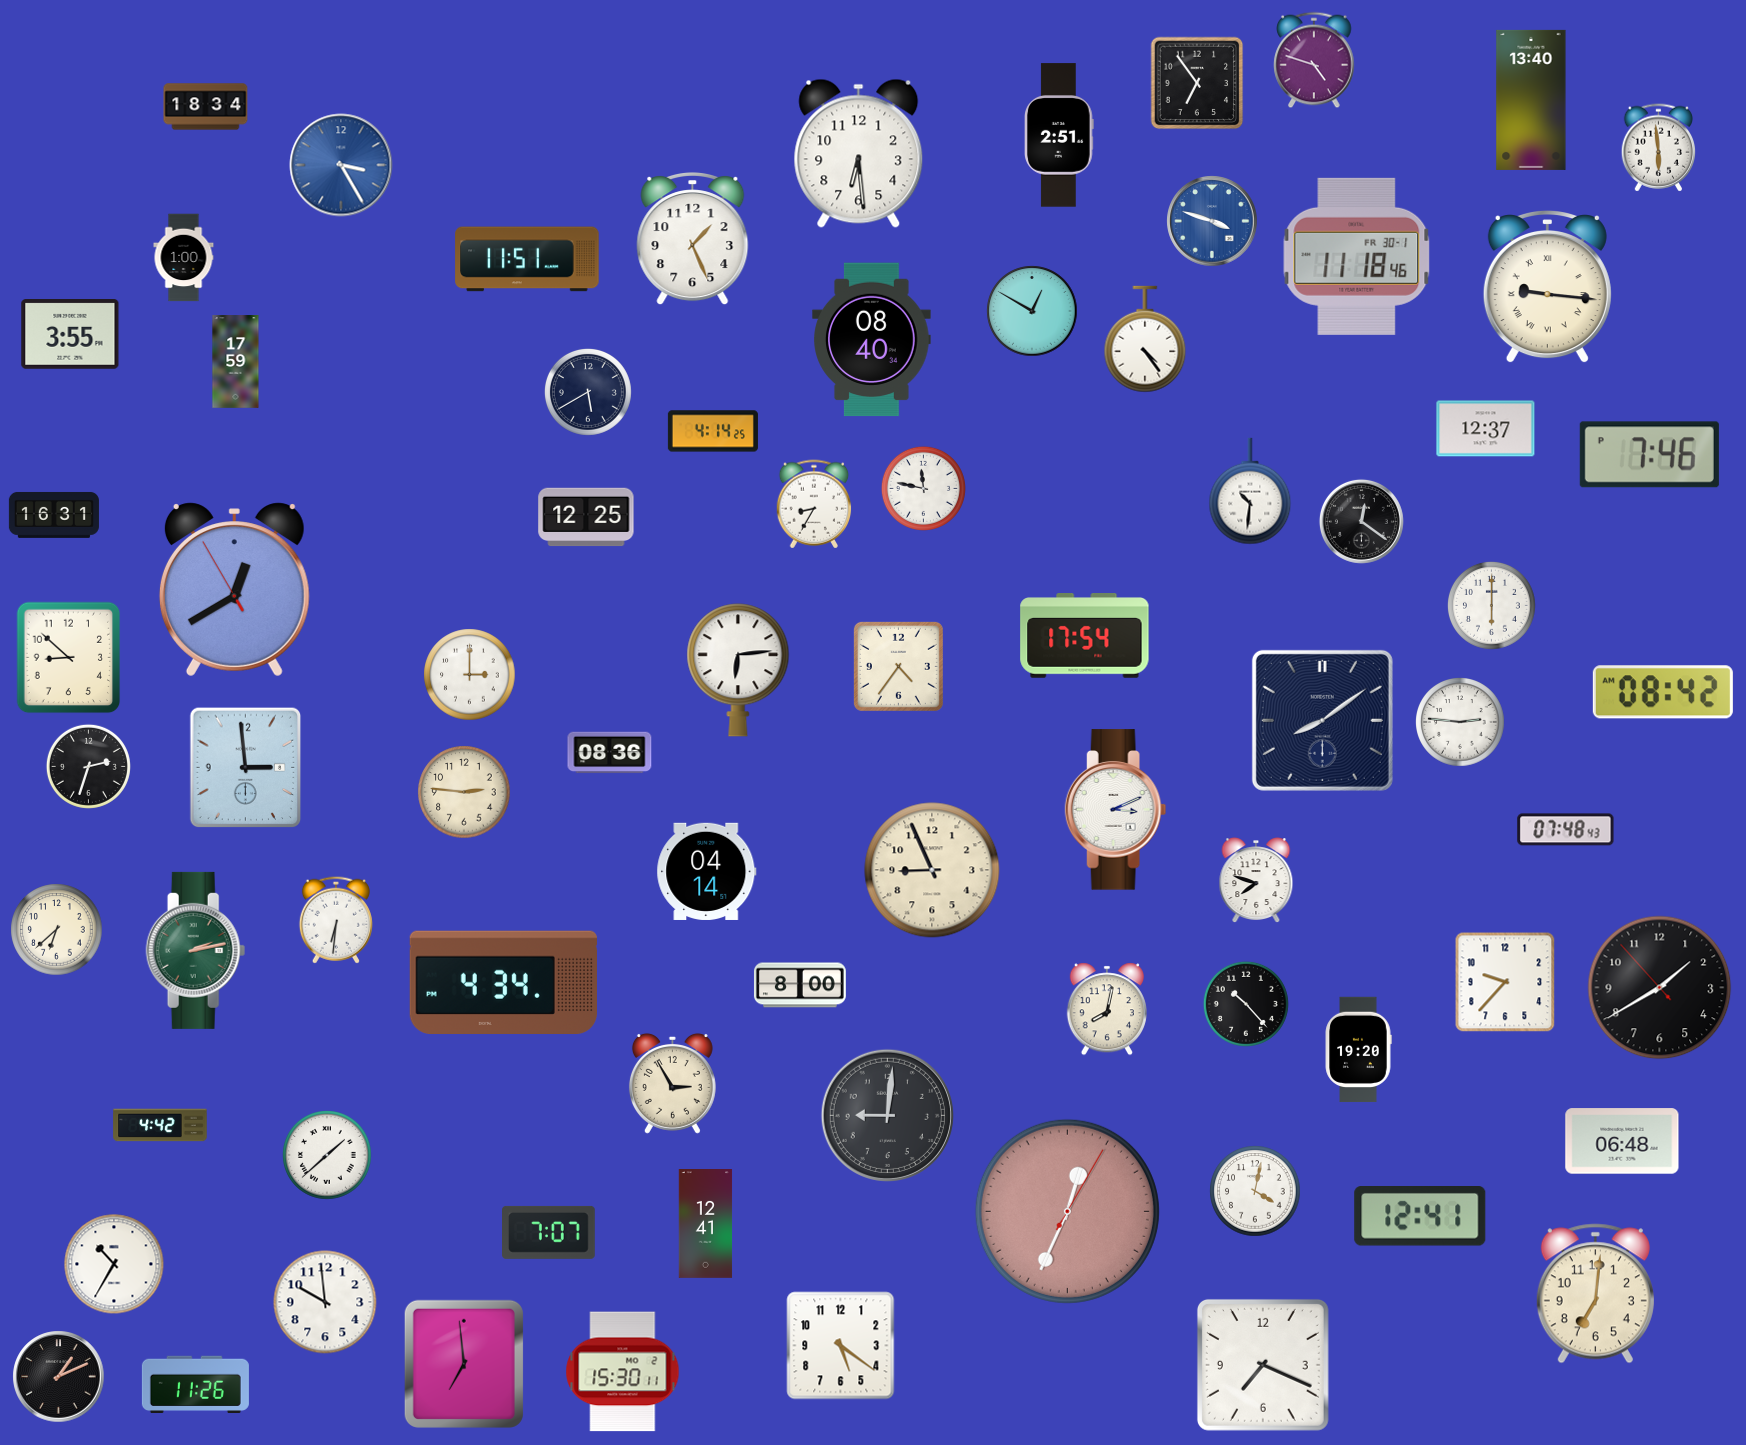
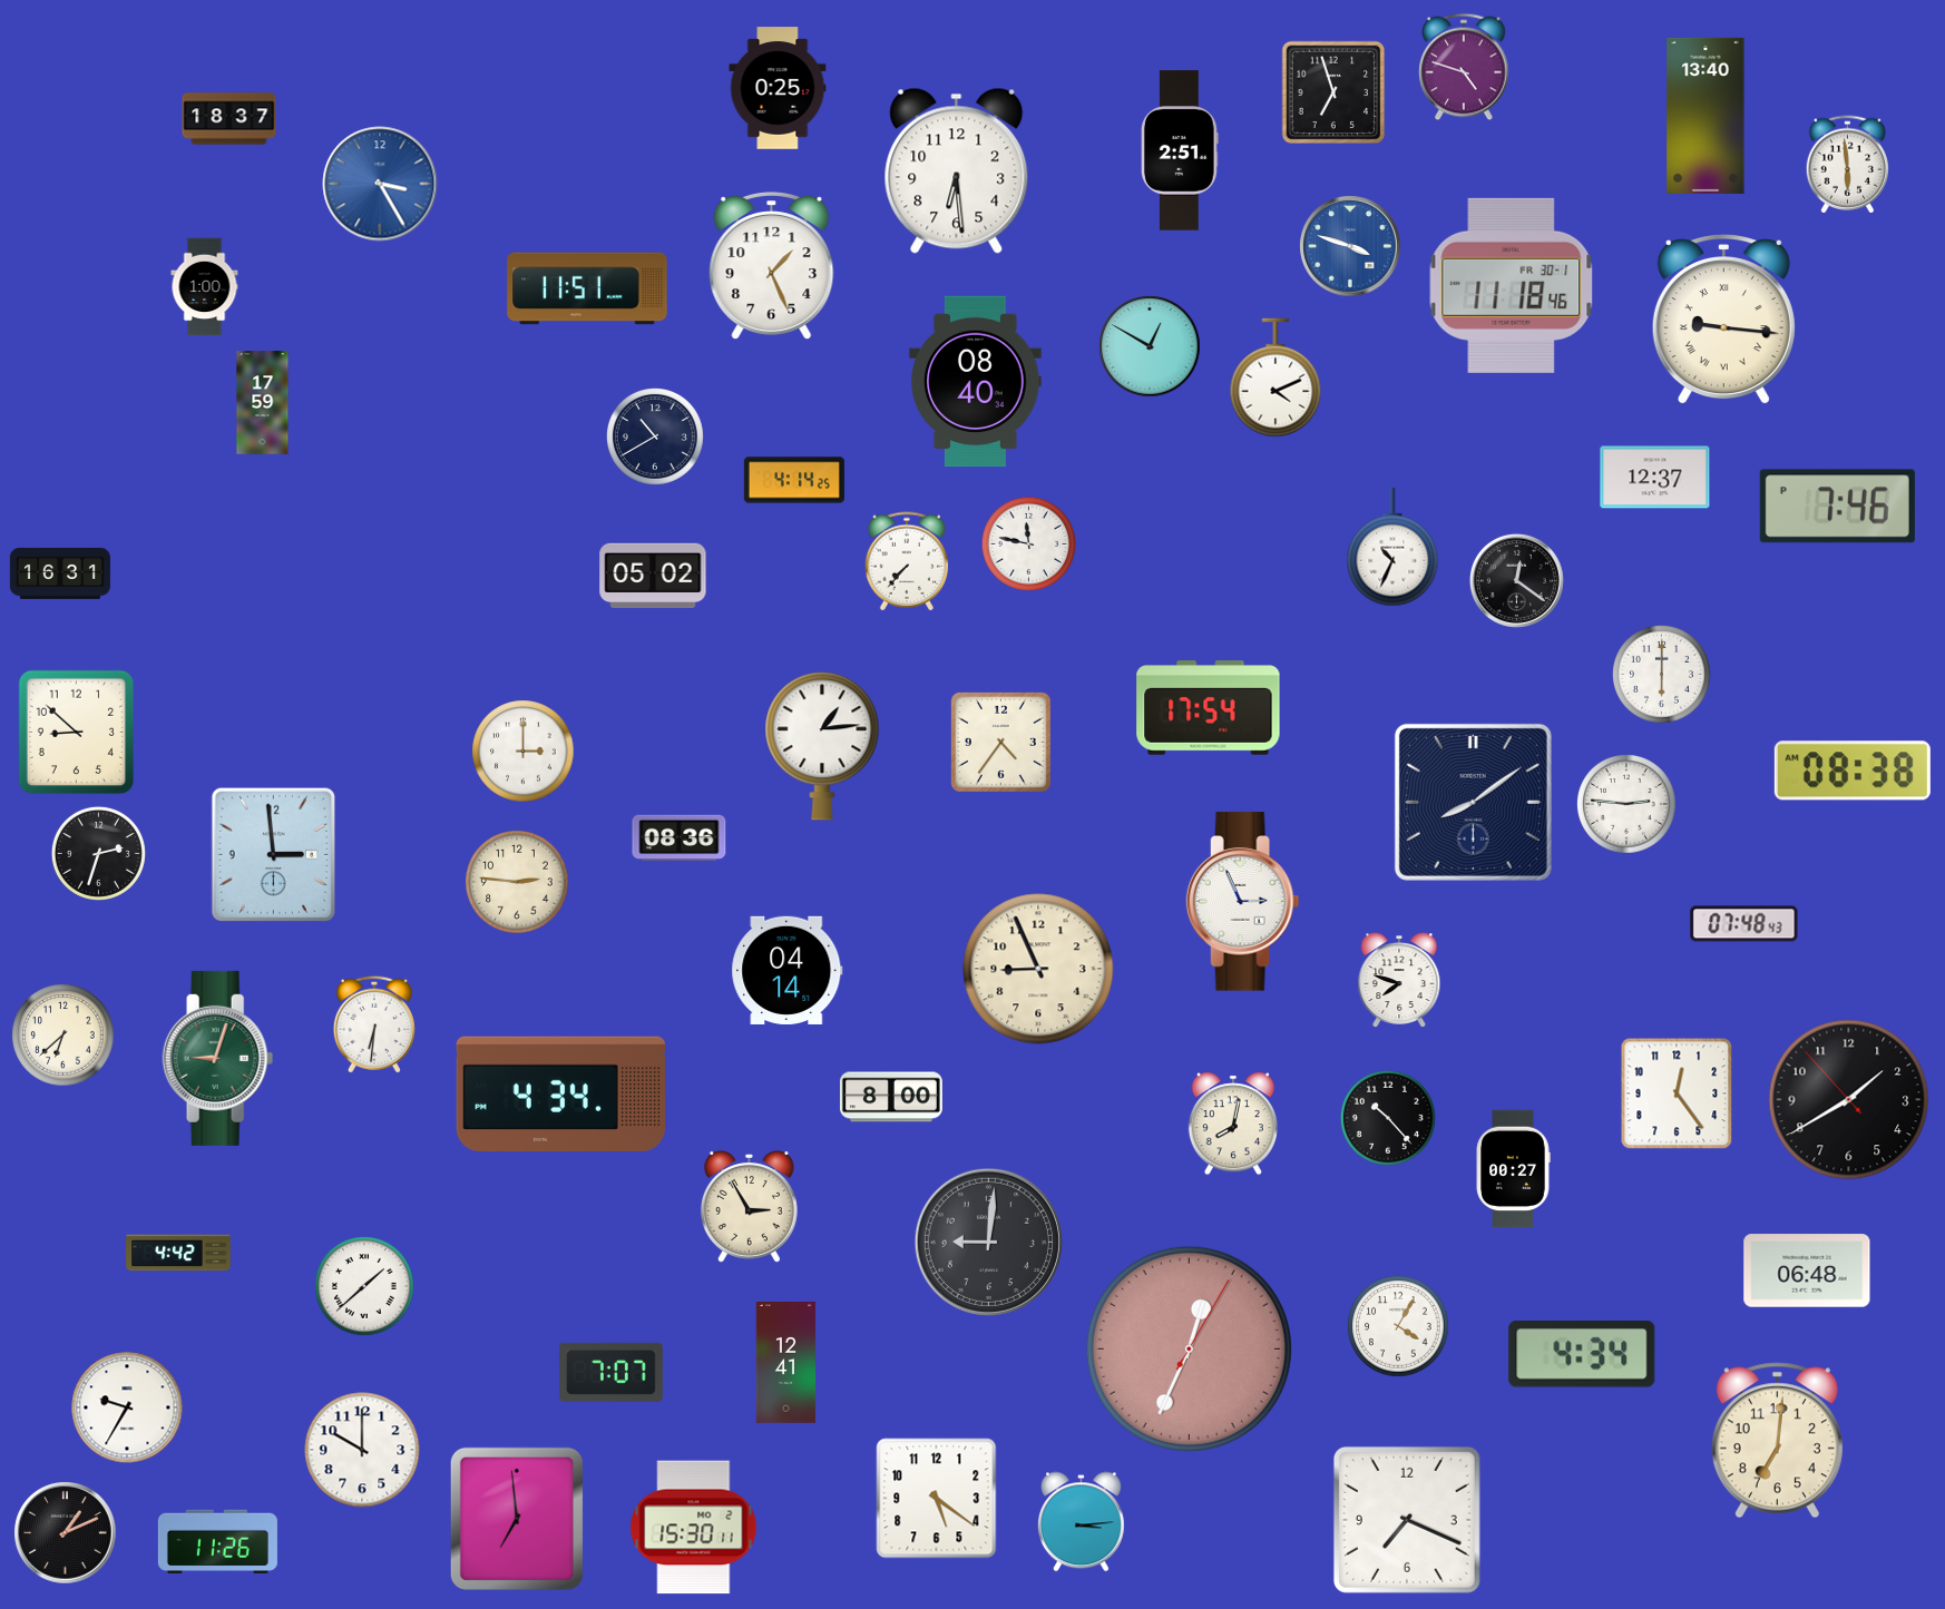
clock at (778, 88): none -> 0:25
clock at (1197, 83): 6:54 -> 6:57
clock at (1531, 100) position: (1531, 100) -> (1705, 116)
clock at (206, 107): 18:34 -> 18:37
clock at (70, 335): 3:55 -> none
clock at (1145, 339): 4:24 -> 4:11
clock at (872, 340) position: (872, 340) -> (976, 382)
clock at (588, 392): 5:40 -> 10:40
clock at (1250, 491): 10:31 -> 10:34
clock at (814, 504): 8:35 -> 7:37
clock at (586, 517): 12:25 -> 05:02
clock at (234, 590): 12:39 -> none
clock at (738, 670): 6:14 -> 1:14
clock at (1663, 692): 08:42 -> 08:38
clock at (1116, 810): 3:11 -> 2:56
clock at (196, 950): 2:13 -> 9:03
clock at (1505, 982): 9:37 -> 12:24
clock at (1358, 1050): 19:20 -> 00:27
clock at (1255, 1191): 4:02 -> 4:05
clock at (1420, 1217): 12:41 -> 4:34
clock at (114, 1264): 10:35 -> 9:35
clock at (325, 1302): 9:59 -> 10:00
clock at (1081, 1522): none -> 3:14
